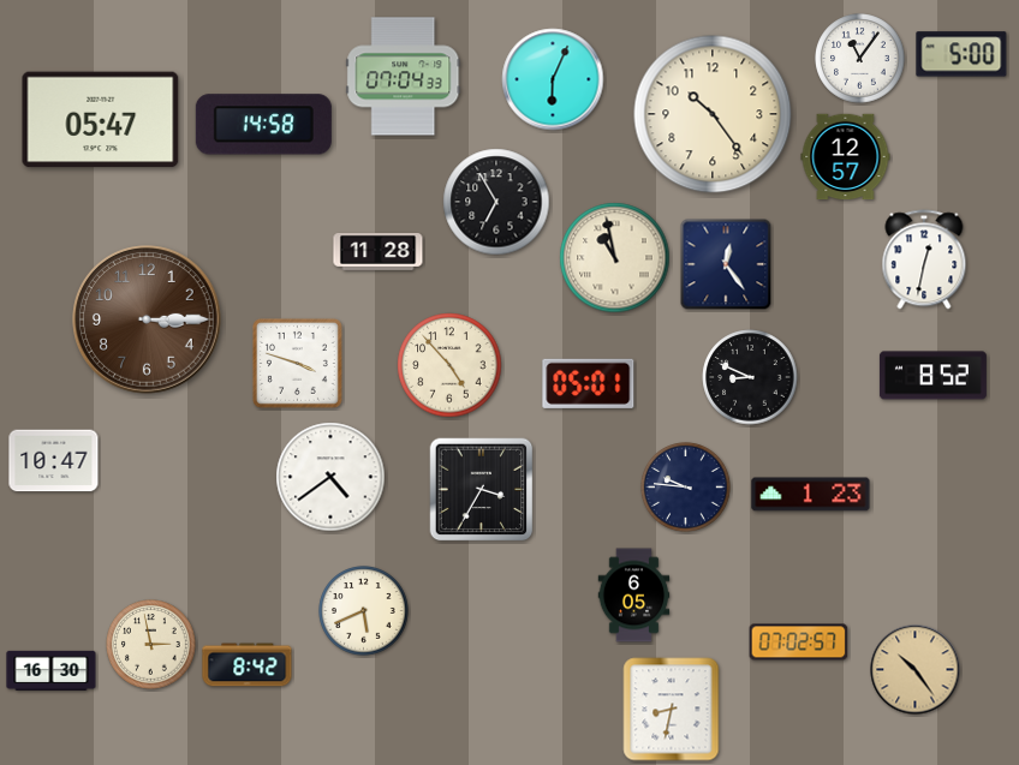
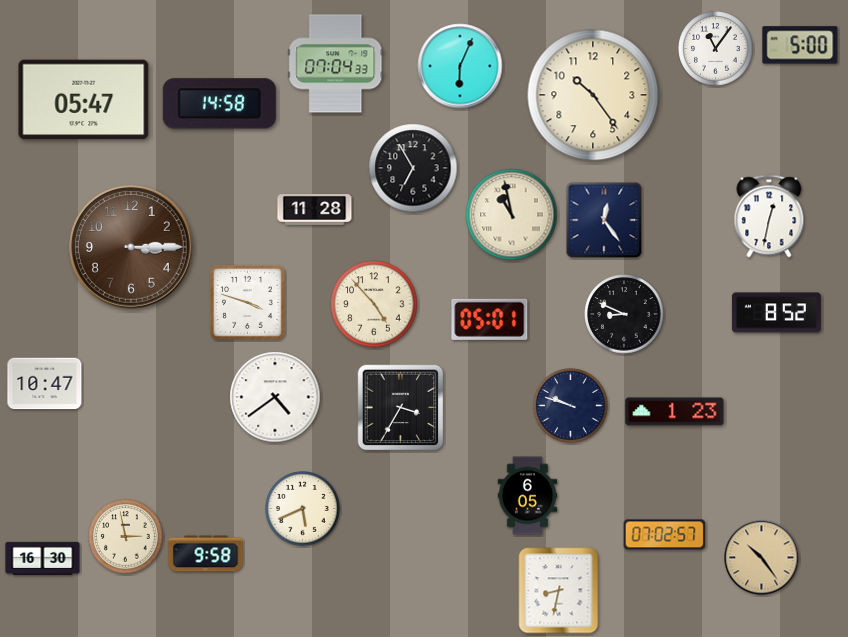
clock at (846, 157): 12:57 -> none
clock at (147, 319) position: (147, 319) -> (131, 247)
clock at (686, 488): 9:46 -> 9:48
clock at (248, 665): 8:42 -> 9:58
